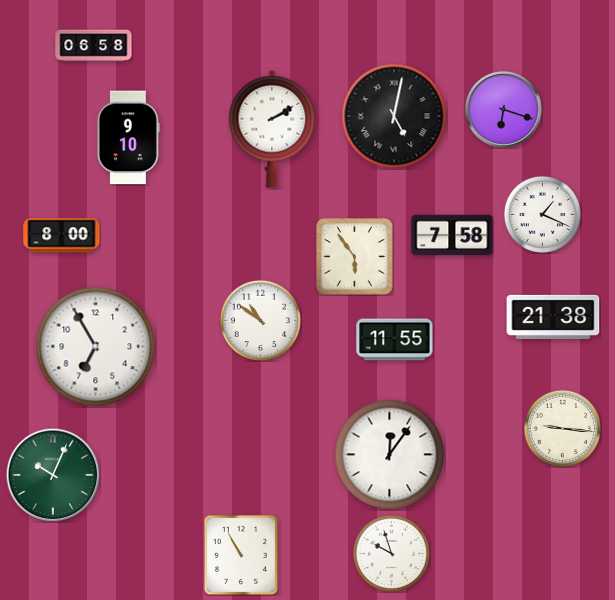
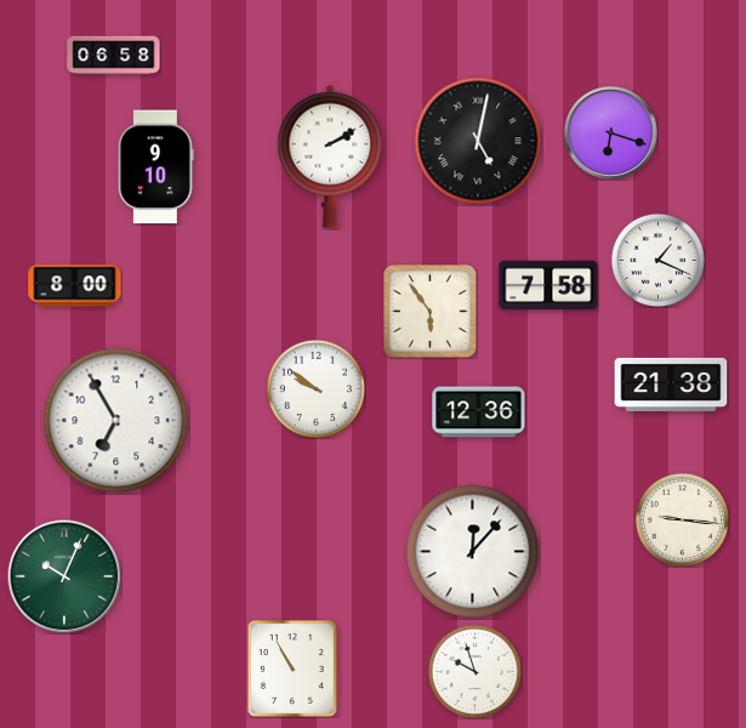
clock at (260, 320): 10:51 -> 9:51
clock at (395, 340): 11:55 -> 12:36
clock at (390, 455): 12:06 -> 12:07
clock at (241, 555) position: (241, 555) -> (292, 669)
